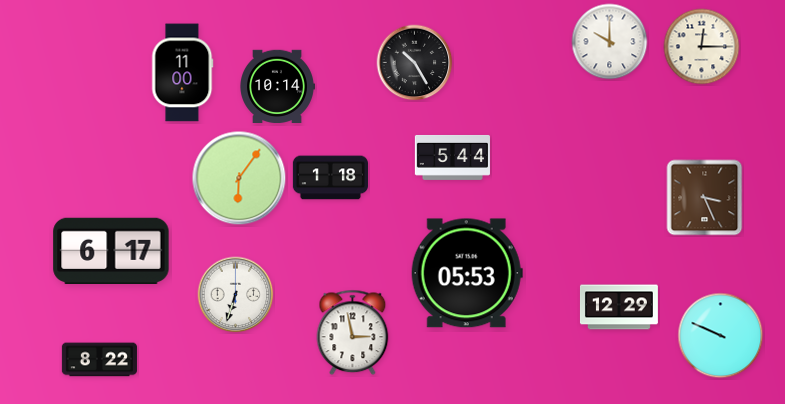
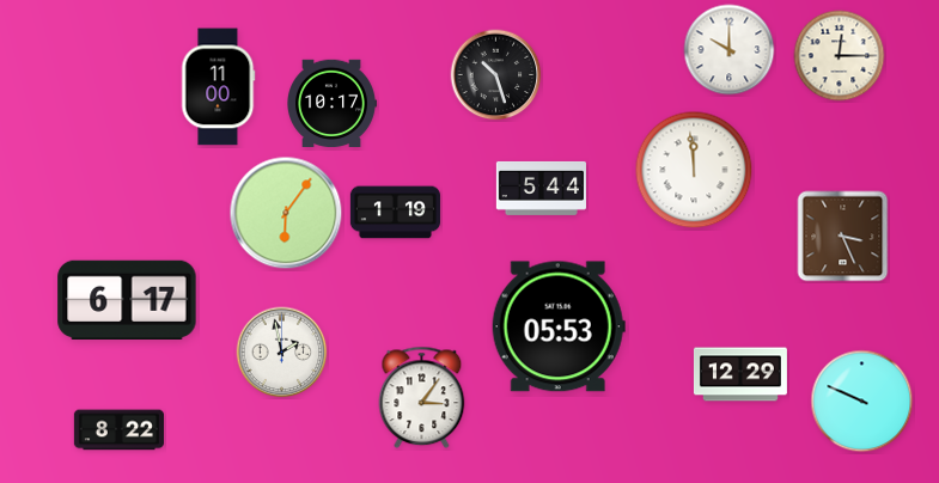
clock at (415, 63): 10:25 -> 10:27
clock at (278, 86): 10:14 -> 10:17
clock at (694, 170): none -> 11:59
clock at (330, 178): 1:18 -> 1:19
clock at (111, 250) position: (111, 250) -> (127, 299)
clock at (236, 295): 6:33 -> 1:58
clock at (619, 307) position: (619, 307) -> (740, 374)
clock at (353, 333): 2:58 -> 3:06
